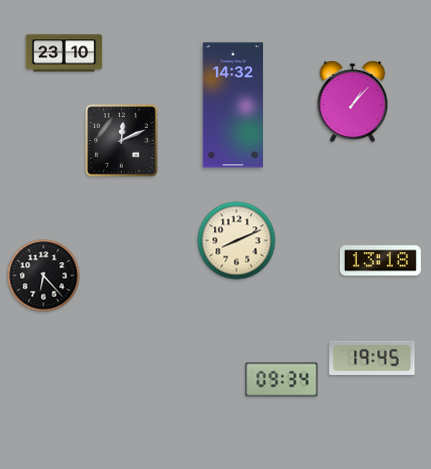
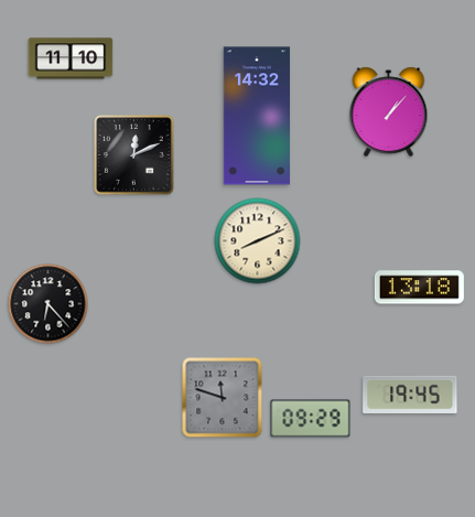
clock at (64, 53): 23:10 -> 11:10
clock at (237, 241) position: (237, 241) -> (258, 241)
clock at (223, 398): none -> 11:48
clock at (282, 380): 09:34 -> 09:29
